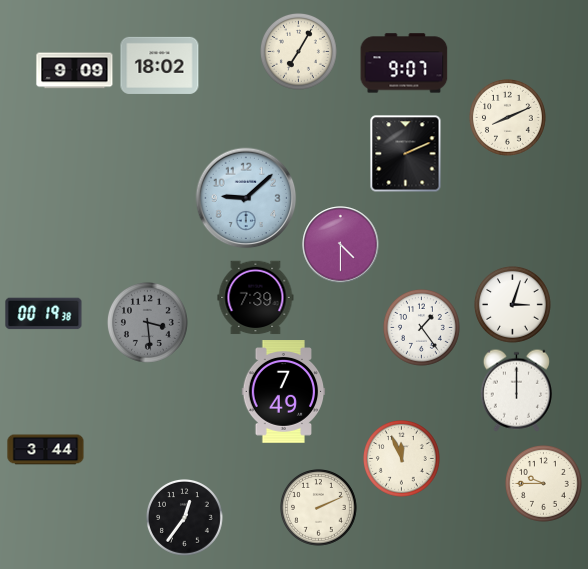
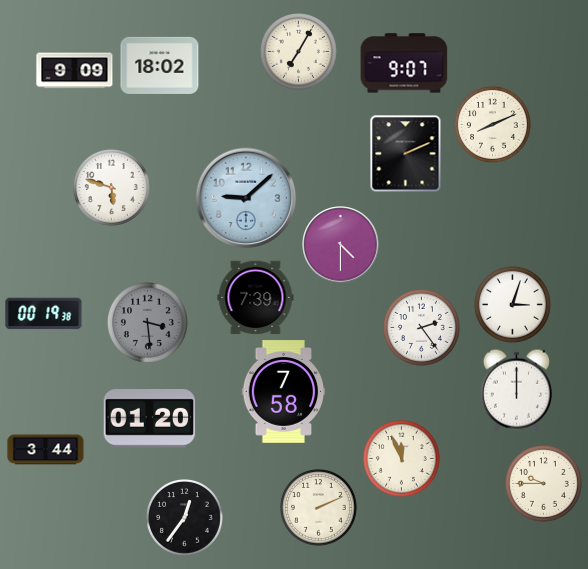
clock at (508, 118) position: (508, 118) -> (493, 125)
clock at (112, 188): none -> 5:48
clock at (422, 328): 1:24 -> 2:24
clock at (284, 392): 7:49 -> 7:58
clock at (150, 419): none -> 01:20
